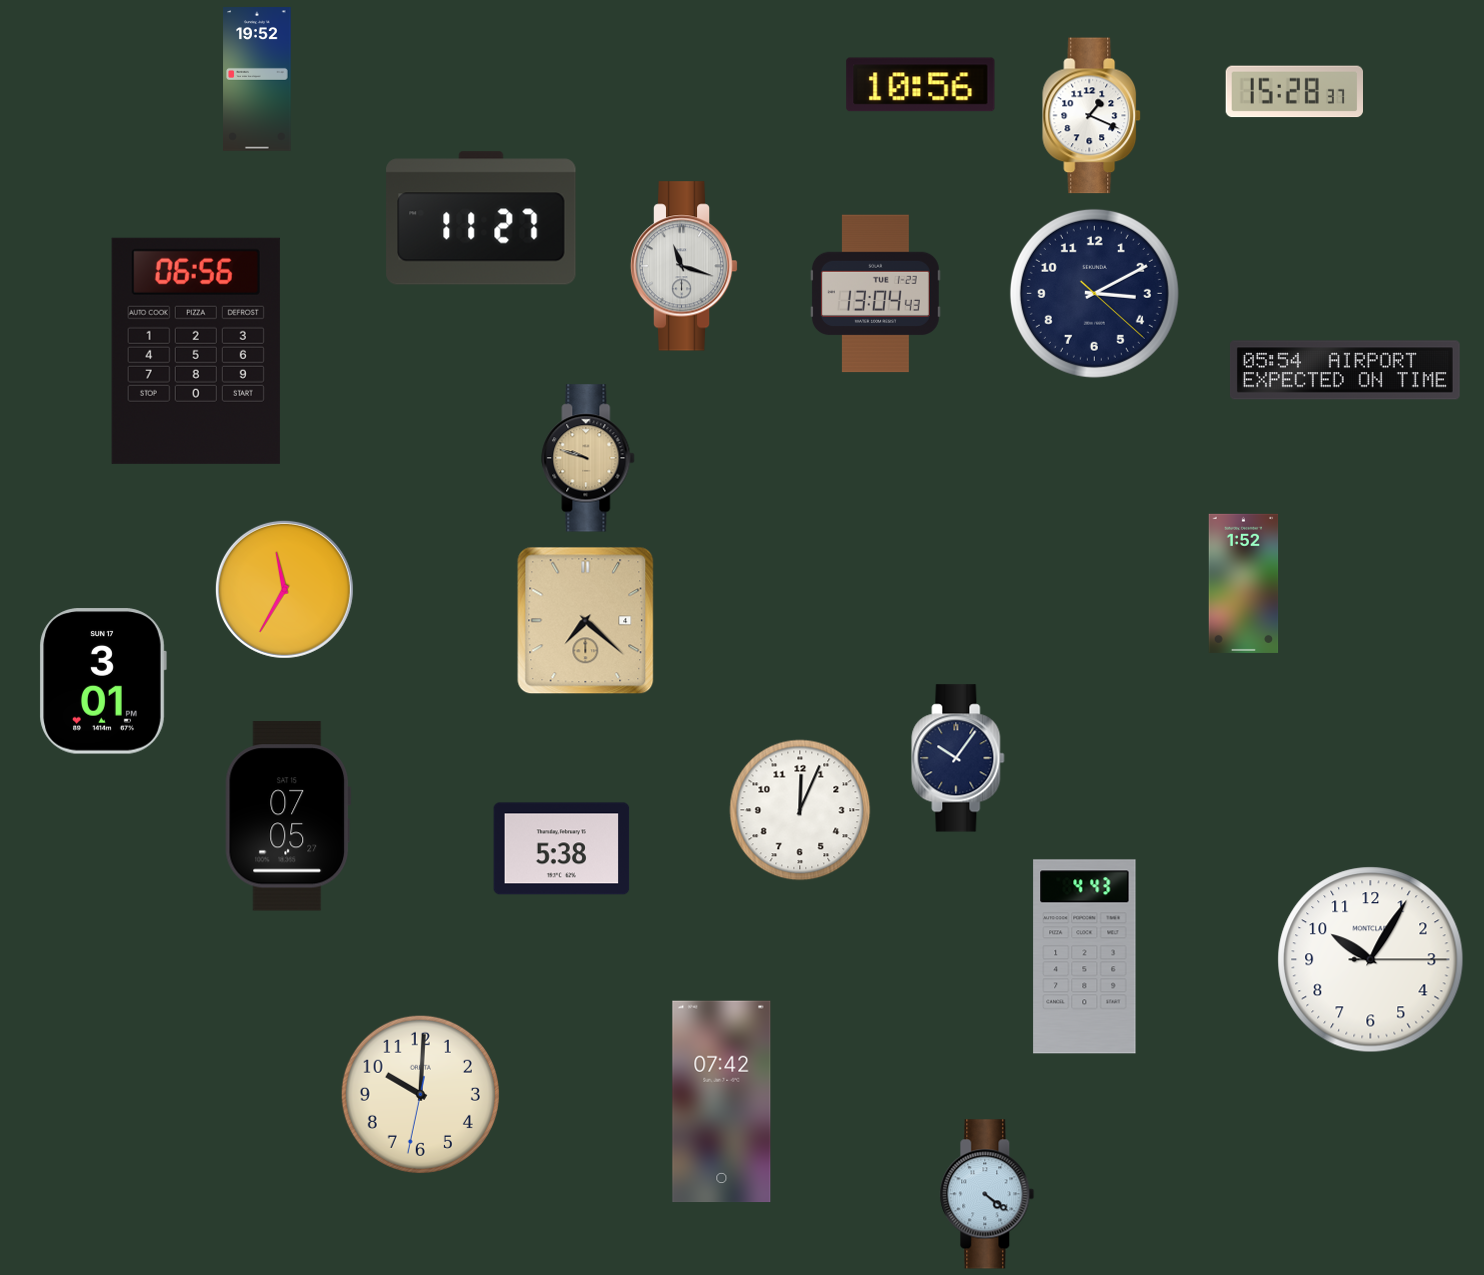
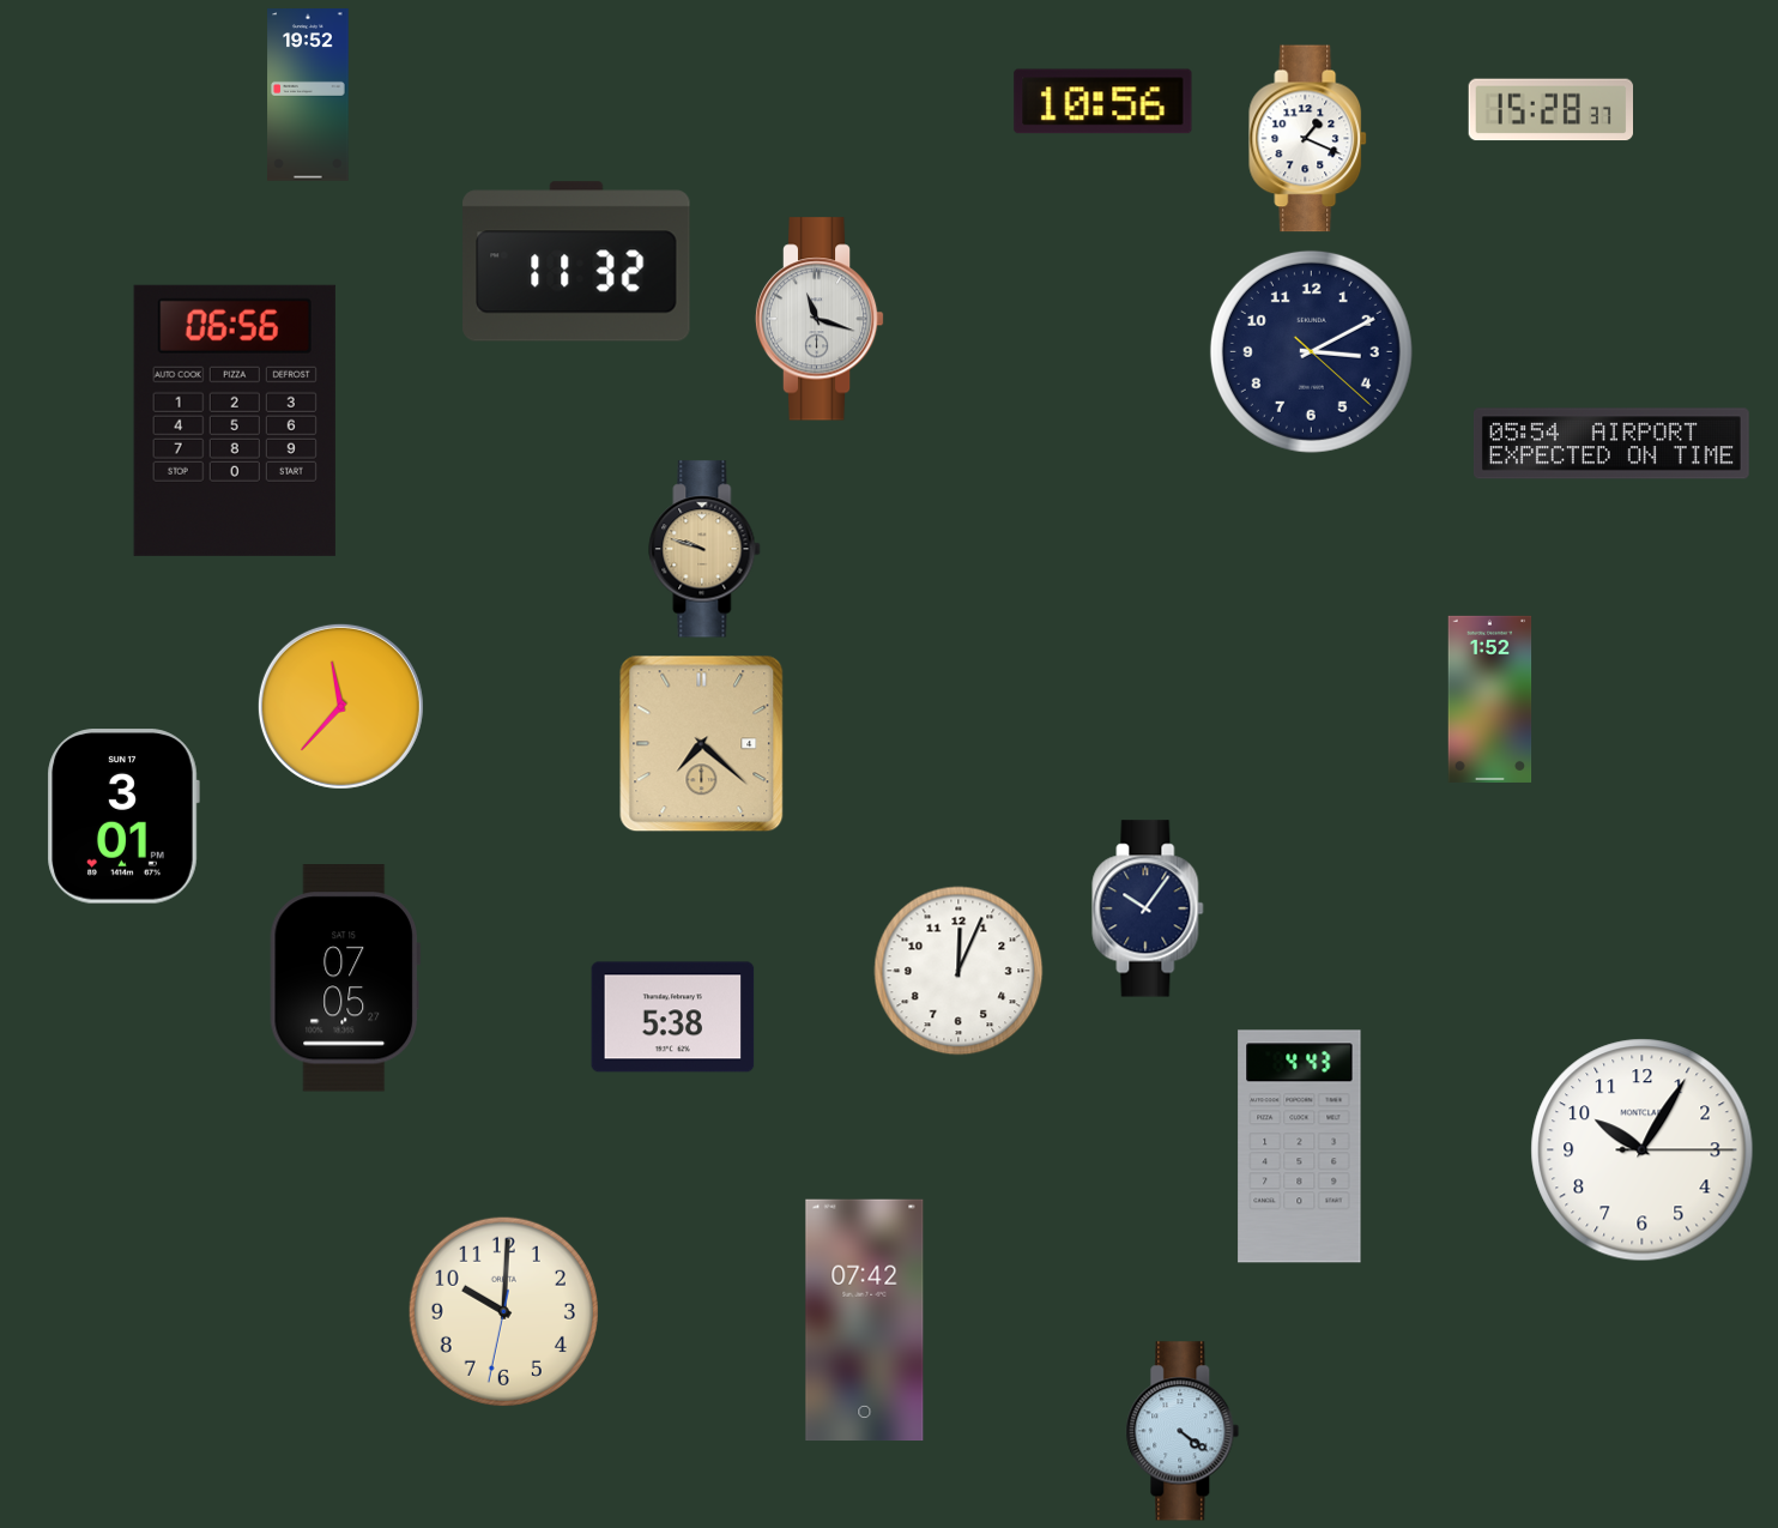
clock at (481, 218): 11:27 -> 11:32
clock at (875, 294): 13:04 -> none
clock at (284, 589): 11:35 -> 11:37
